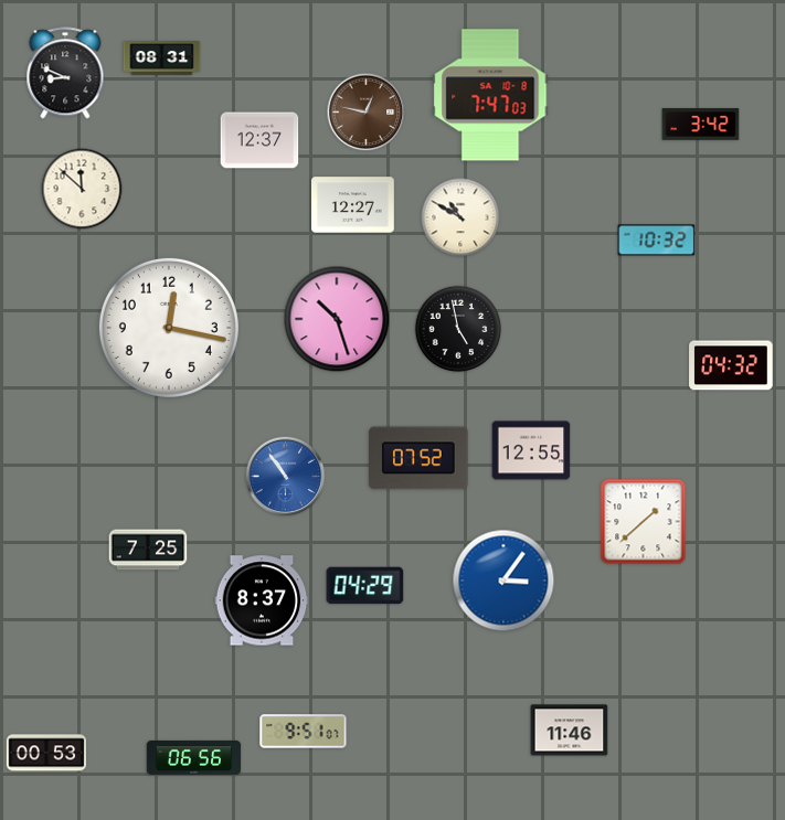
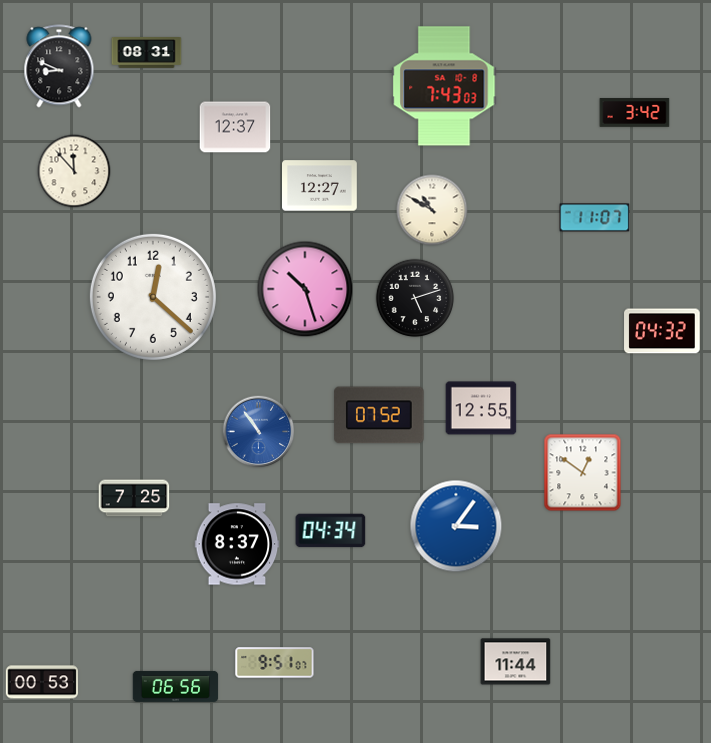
clock at (490, 95): 7:47 -> 7:43
clock at (367, 113): 12:47 -> none
clock at (82, 189): 11:52 -> 11:53
clock at (460, 217) position: (460, 217) -> (432, 210)
clock at (657, 241): 10:32 -> 11:07
clock at (169, 328): 12:17 -> 12:22
clock at (458, 329): 4:58 -> 5:12
clock at (644, 522): 1:38 -> 12:51
clock at (365, 586): 04:29 -> 04:34
clock at (570, 731): 11:46 -> 11:44
